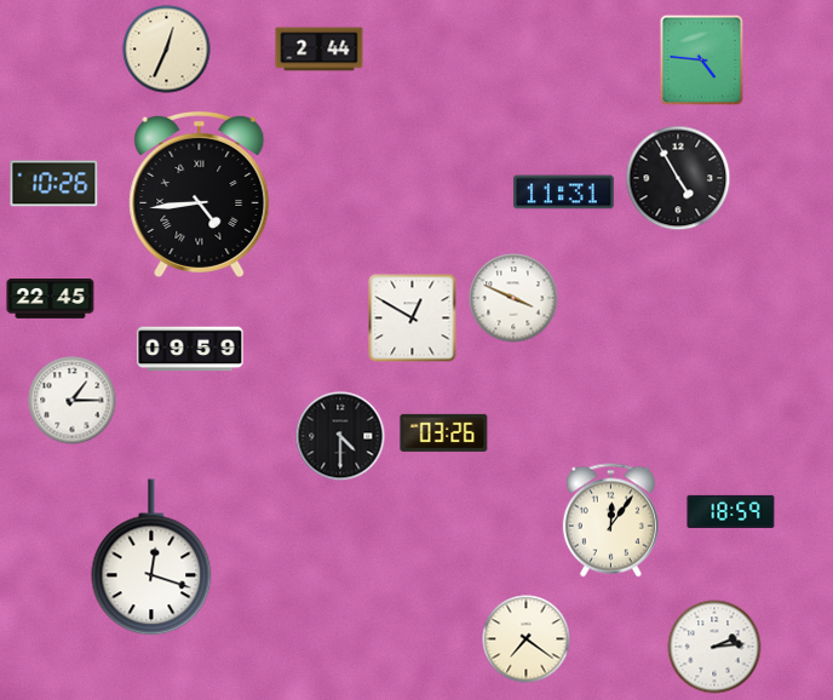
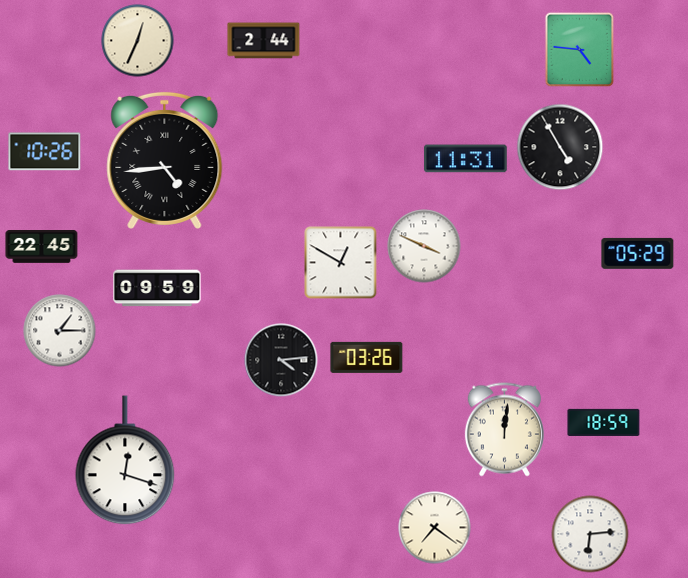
clock at (638, 253): none -> 05:29
clock at (340, 436): 4:30 -> 4:14
clock at (610, 521): 12:06 -> 12:01
clock at (714, 647): 2:14 -> 6:14
